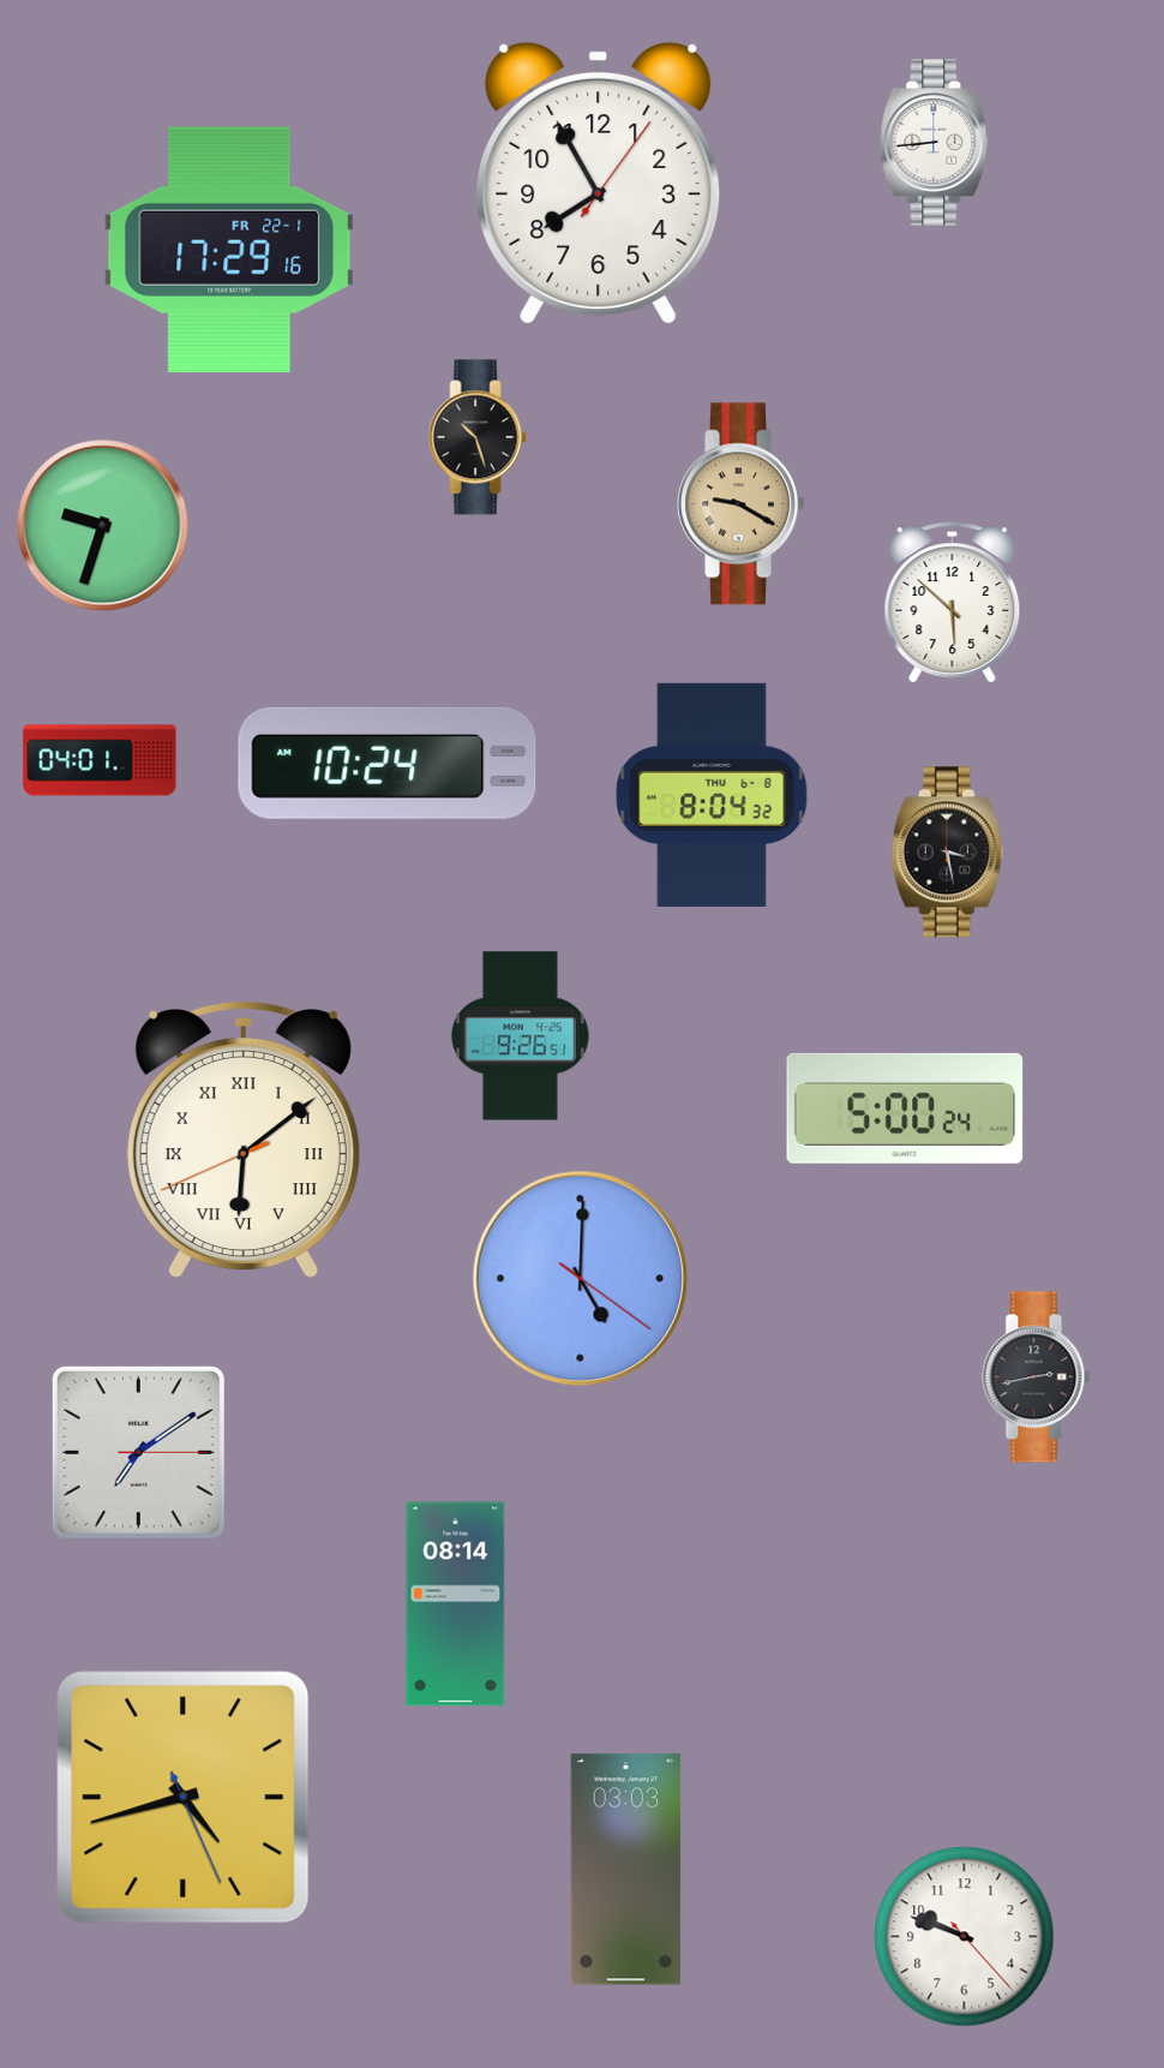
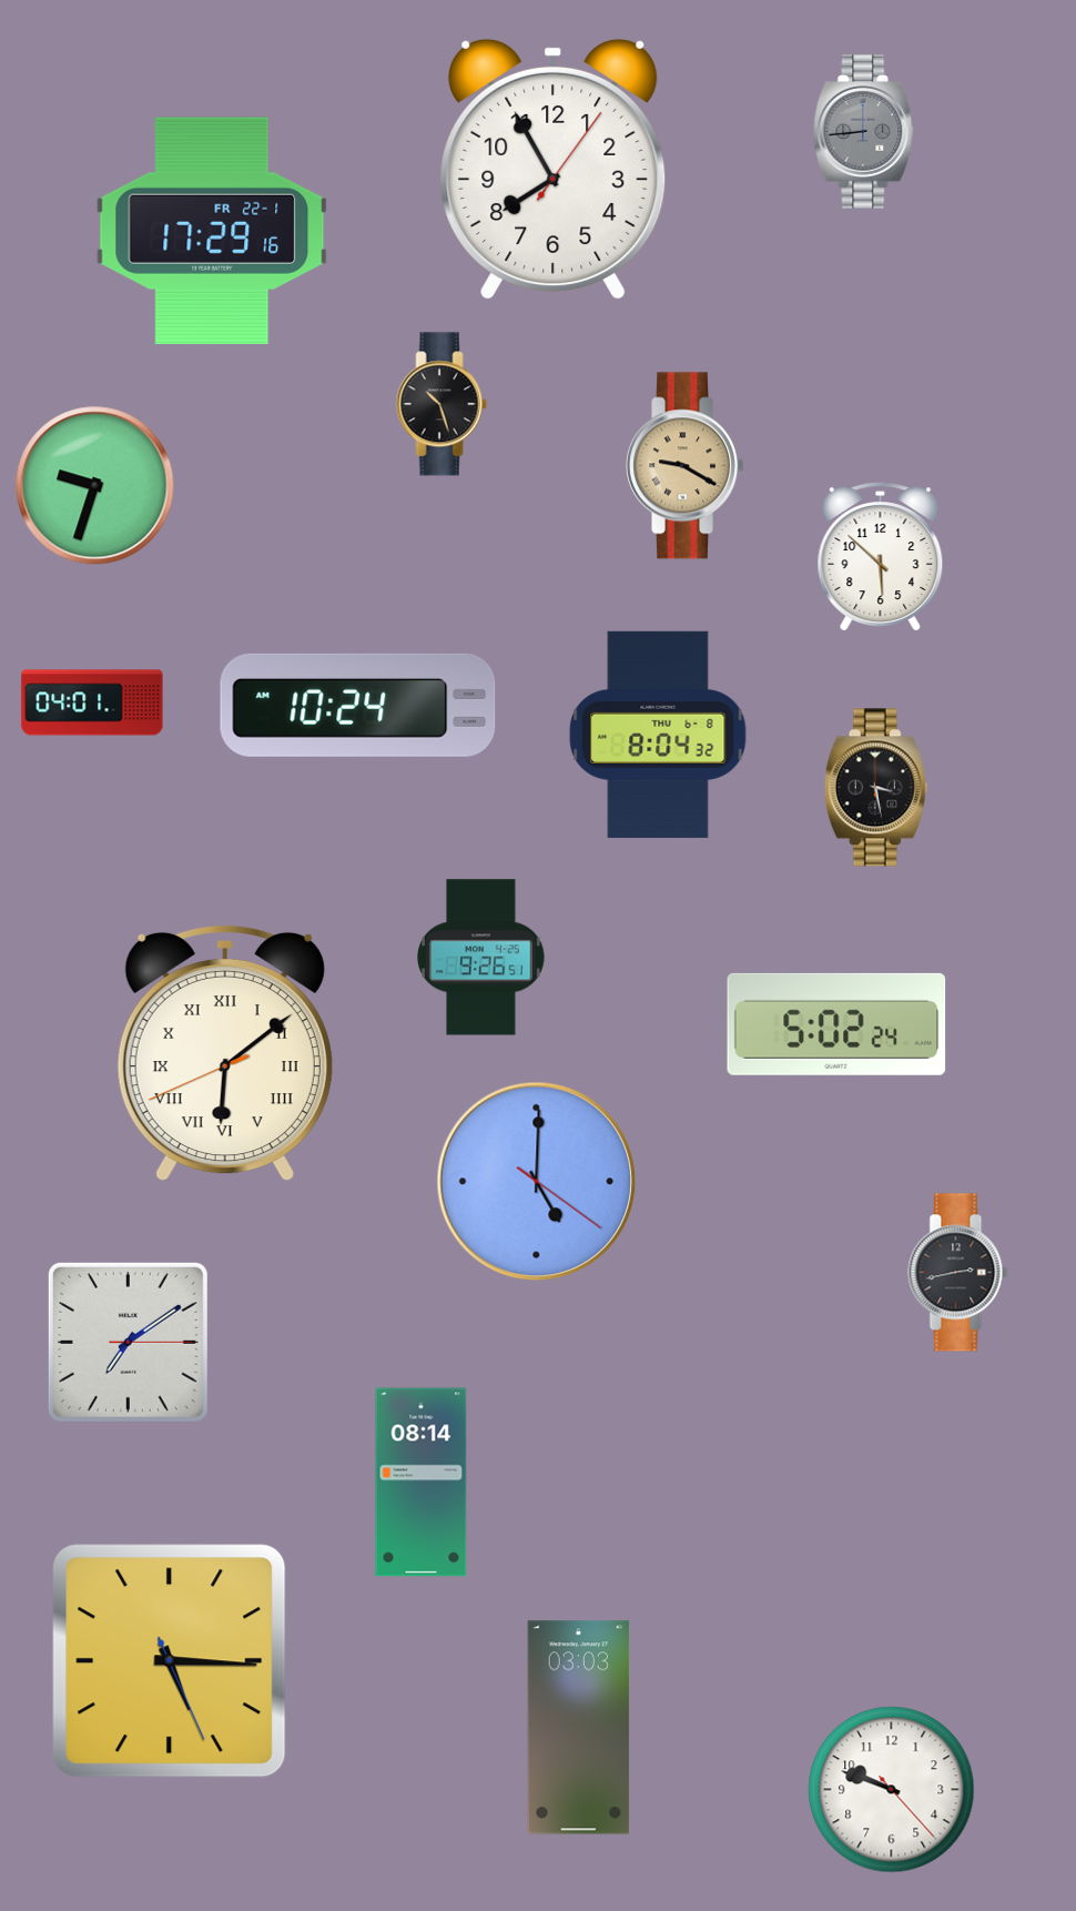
clock at (935, 143) dial: white -> grey
clock at (905, 1108): 5:00 -> 5:02
clock at (184, 1798): 4:42 -> 5:15
